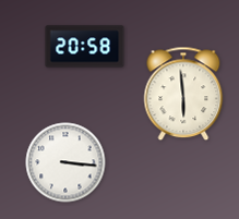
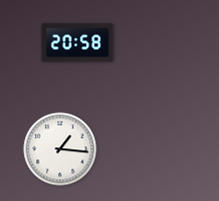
clock at (183, 94): 5:59 -> none
clock at (65, 162): 3:16 -> 1:16
